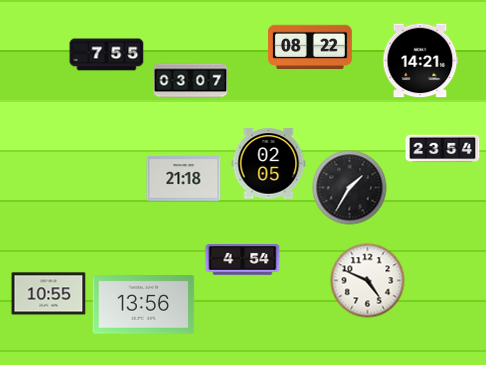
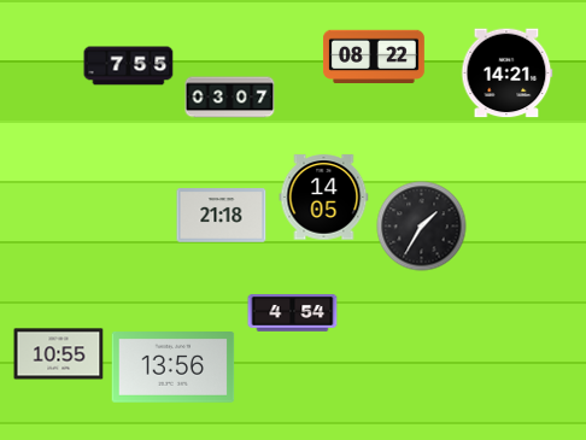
clock at (443, 149): 23:54 -> none
clock at (269, 164): 02:05 -> 14:05
clock at (368, 281): 4:49 -> none
